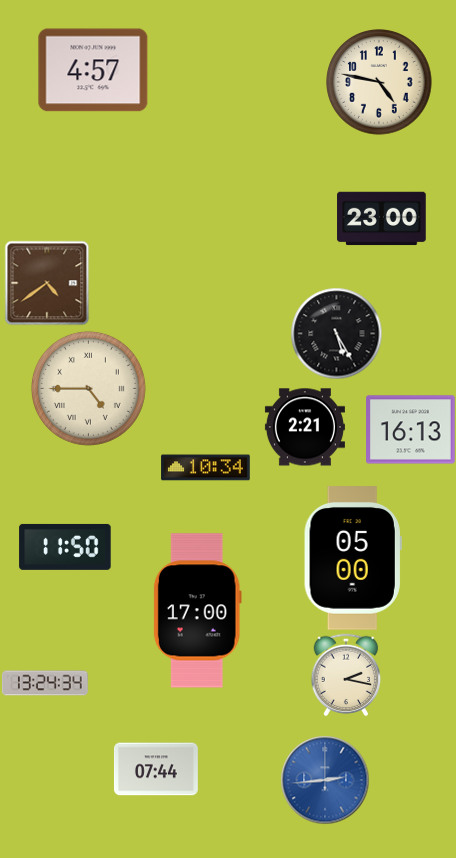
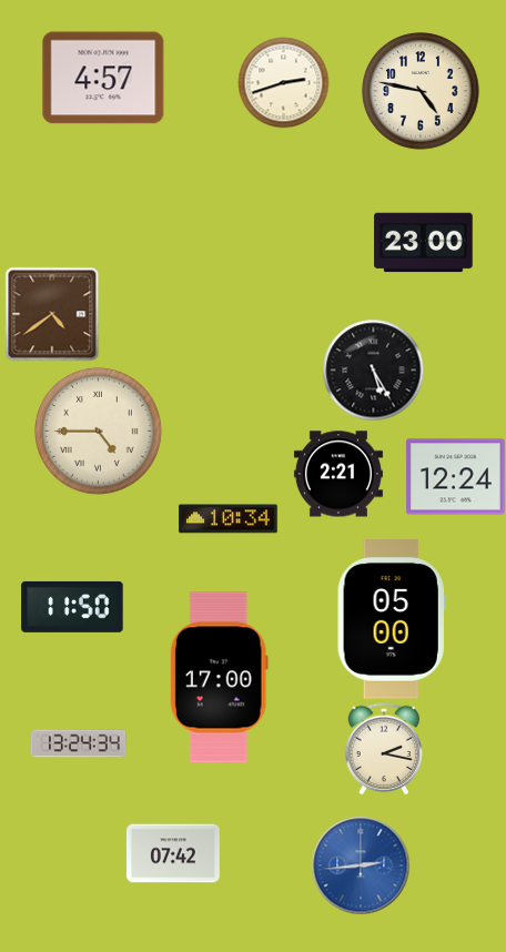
clock at (283, 82): none -> 2:42
clock at (411, 430): 16:13 -> 12:24
clock at (46, 683) position: (46, 683) -> (80, 743)
clock at (156, 769): 07:44 -> 07:42
